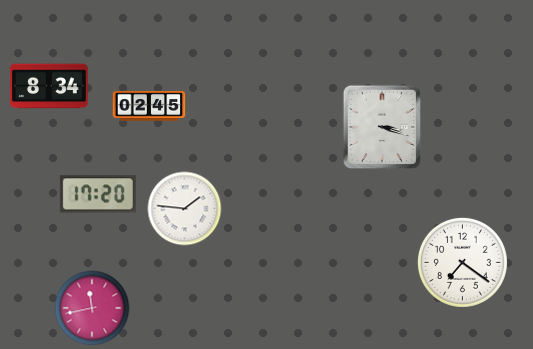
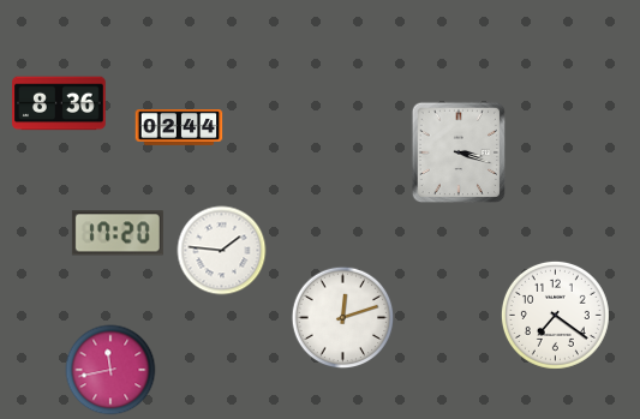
clock at (49, 86): 8:34 -> 8:36
clock at (149, 107): 02:45 -> 02:44
clock at (343, 318): none -> 12:12
